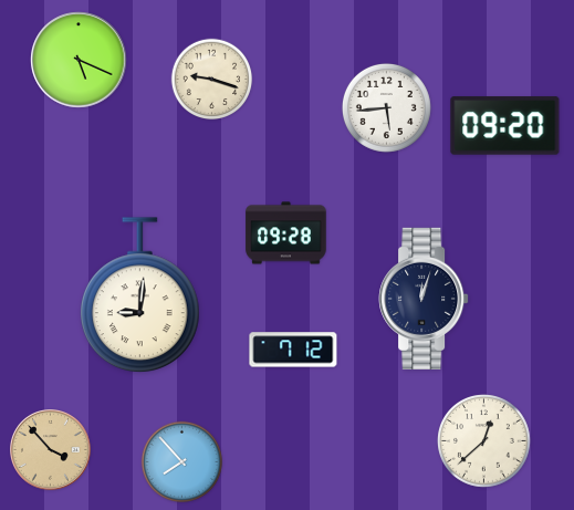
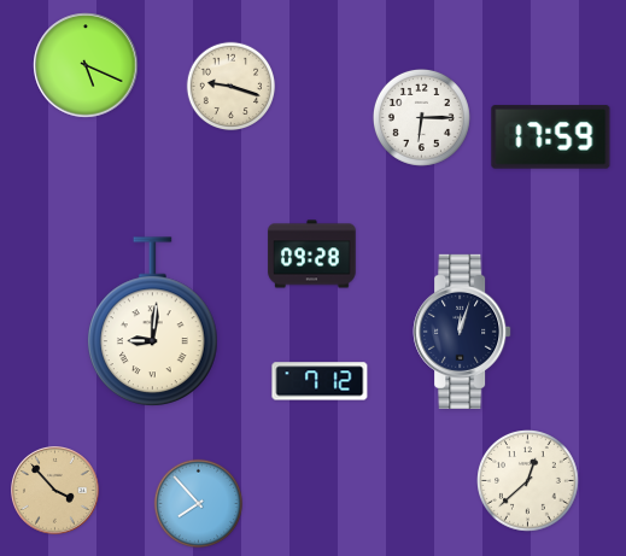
clock at (386, 107): 5:44 -> 6:15
clock at (505, 126): 09:20 -> 17:59
clock at (424, 299) position: (424, 299) -> (462, 332)
